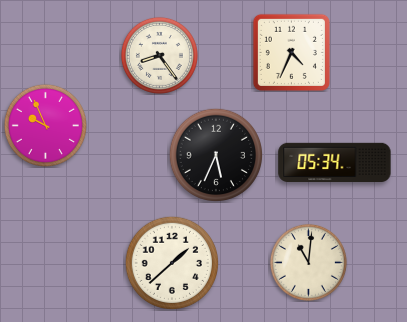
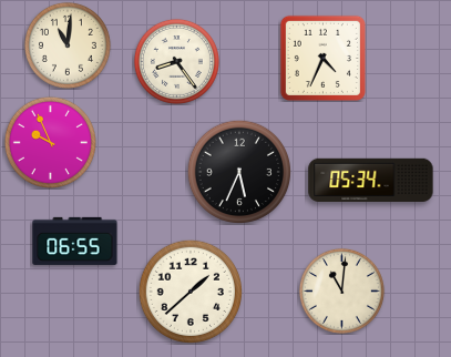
clock at (68, 45): none -> 11:01
clock at (45, 125) position: (45, 125) -> (50, 142)
clock at (75, 241): none -> 06:55
